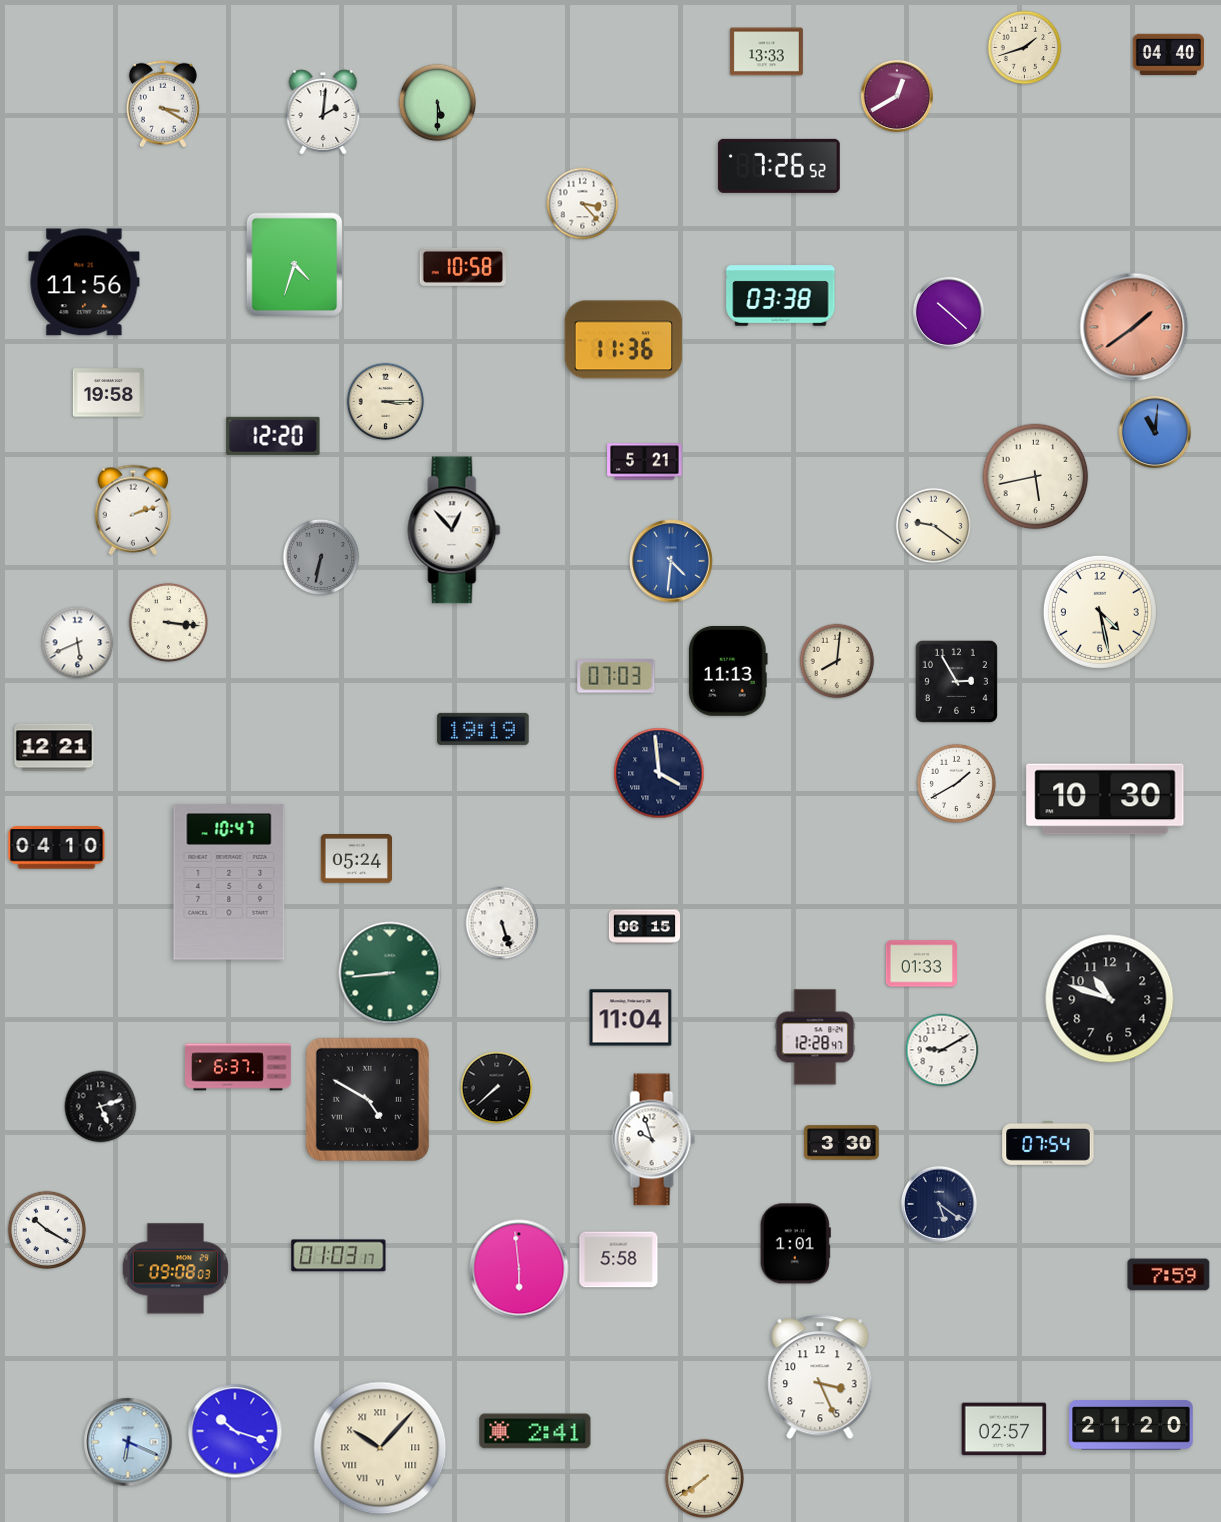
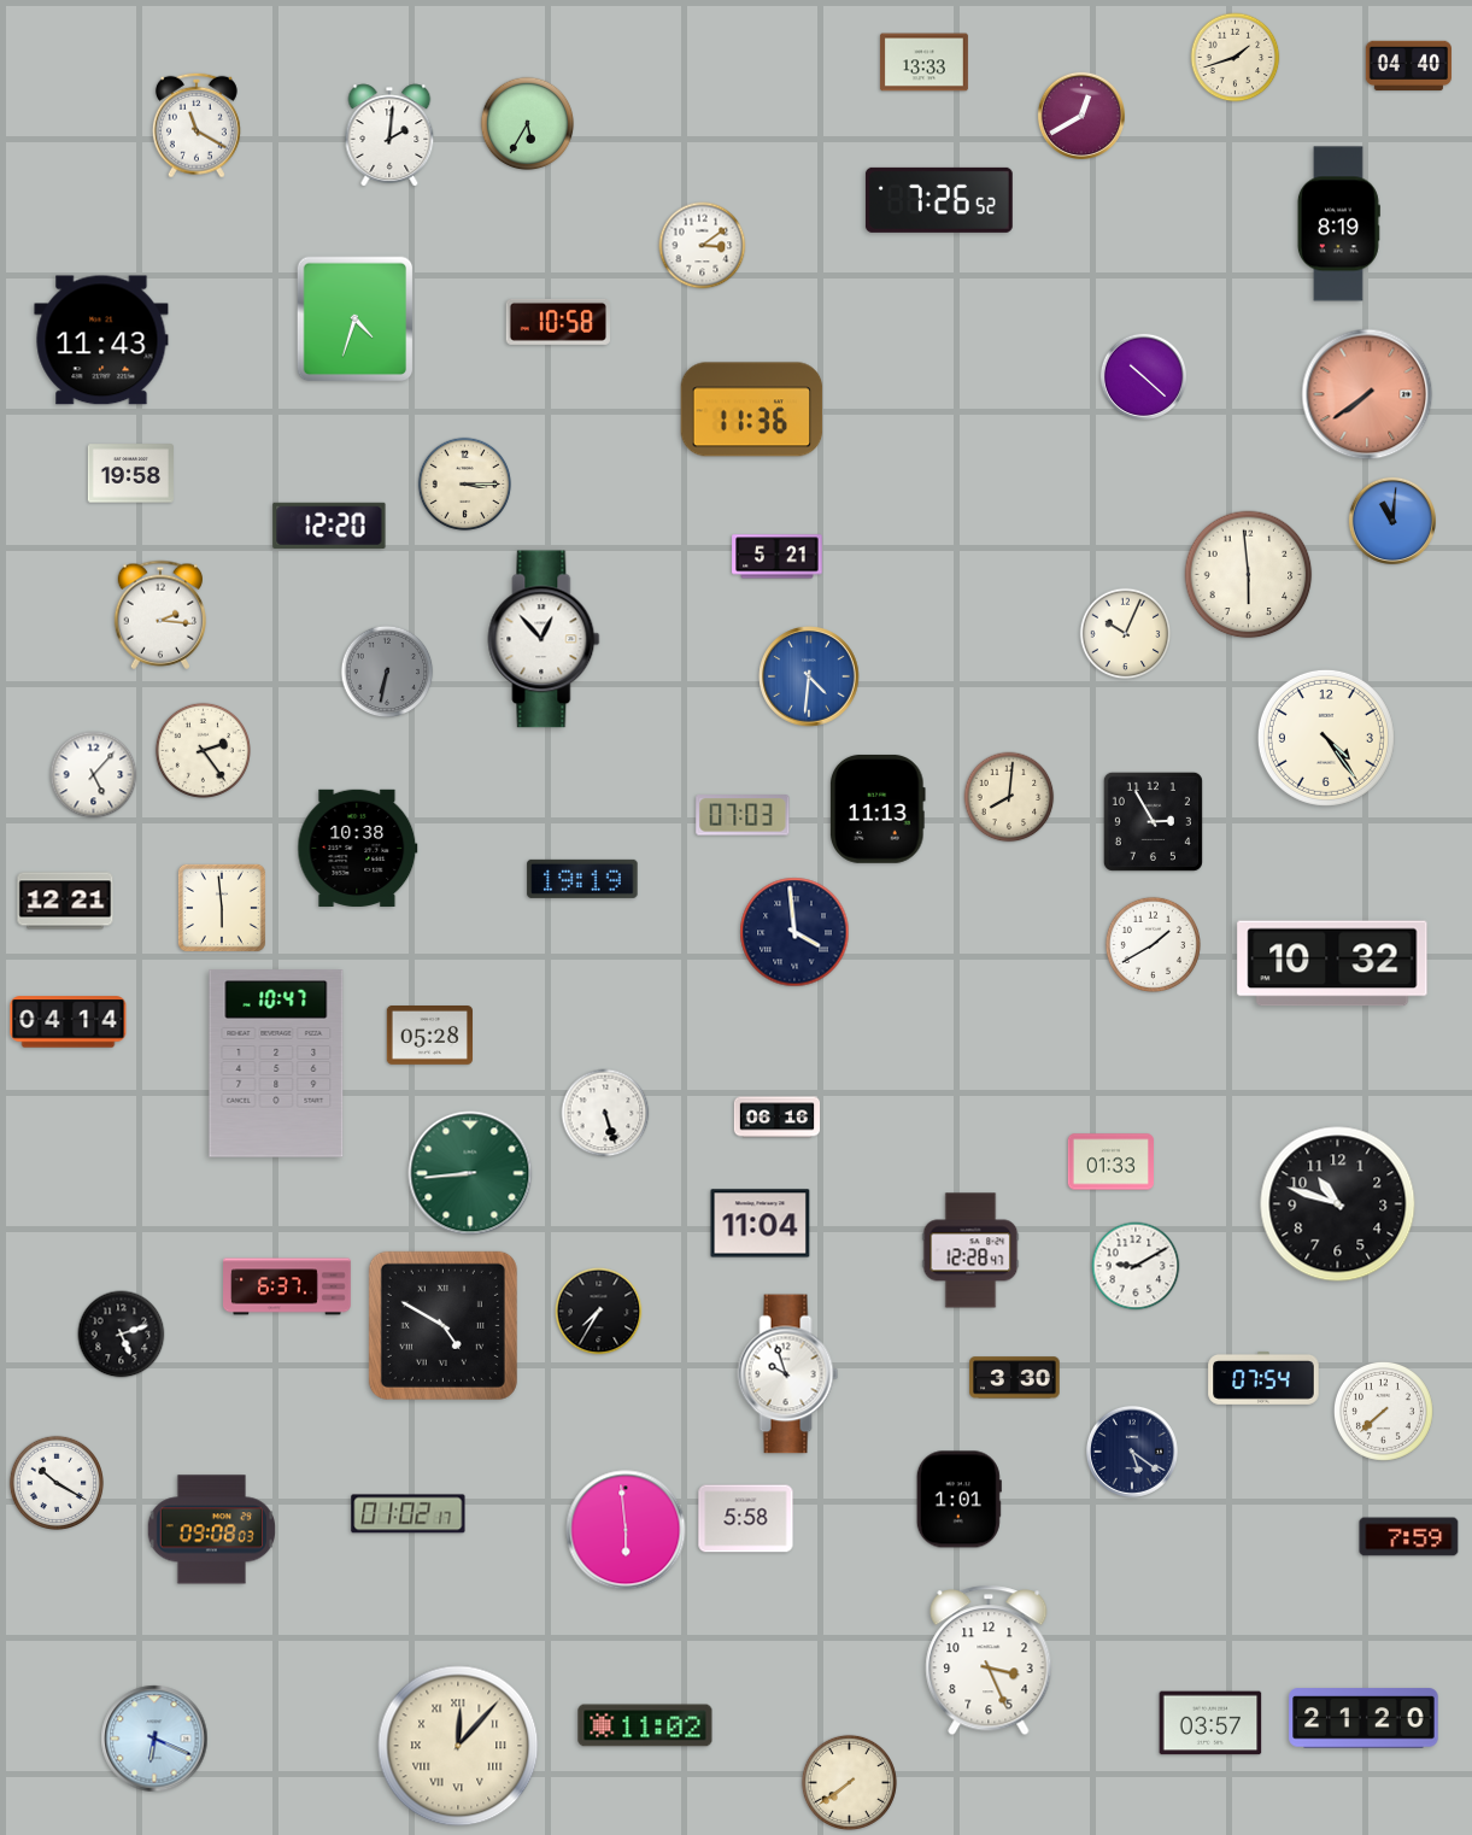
clock at (438, 103): 5:30 -> 5:35
clock at (163, 104): 3:20 -> 11:20
clock at (1338, 224): none -> 8:19
clock at (583, 204): 3:23 -> 3:09
clock at (84, 282): 11:56 -> 11:43
clock at (781, 296): 03:38 -> none
clock at (1134, 327): 1:39 -> 7:39
clock at (1036, 477): 5:43 -> 5:59
clock at (133, 510): 2:12 -> 2:16
clock at (934, 526): 9:21 -> 10:04
clock at (454, 530) position: (454, 530) -> (544, 639)
clock at (1100, 612): 4:28 -> 4:24
clock at (168, 622): 3:16 -> 2:24
clock at (78, 643): 5:41 -> 5:07
clock at (358, 848): none -> 10:38
clock at (222, 908): none -> 5:59
clock at (1105, 799): 10:30 -> 10:32
clock at (57, 848): 04:10 -> 04:14
clock at (356, 859): 05:24 -> 05:28
clock at (644, 927): 06:15 -> 06:16
clock at (631, 1018) position: (631, 1018) -> (761, 1224)
clock at (815, 1037) position: (815, 1037) -> (970, 1250)
clock at (497, 1088): 7:38 -> 7:35
clock at (1383, 1411): none -> 7:38
clock at (339, 1256): 01:03 -> 01:02
clock at (1004, 1429): 02:57 -> 03:57
clock at (235, 1431): 10:18 -> none
clock at (535, 1431): 2:41 -> 11:02
clock at (380, 1448): 10:07 -> 12:07
